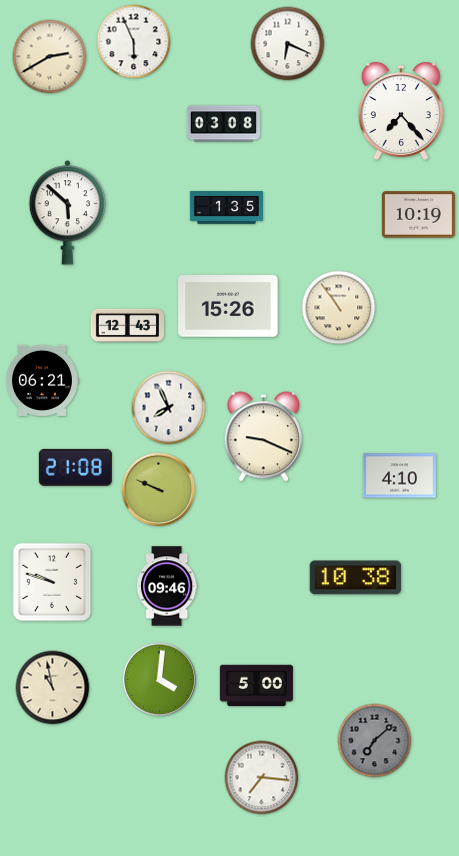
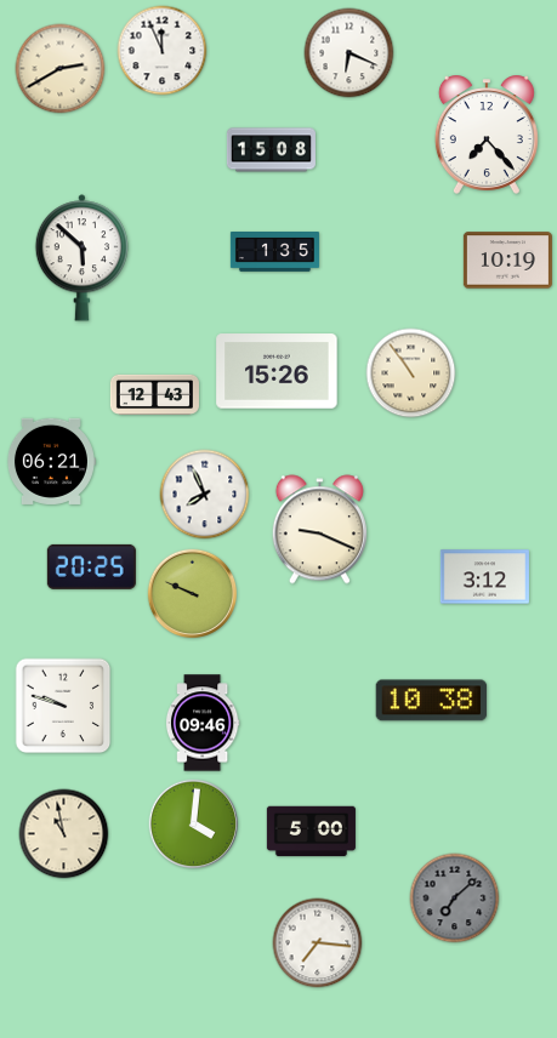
clock at (134, 42): 5:56 -> 11:56
clock at (223, 124): 03:08 -> 15:08
clock at (75, 467): 21:08 -> 20:25
clock at (399, 476): 4:10 -> 3:12
clock at (167, 586) position: (167, 586) -> (203, 723)
